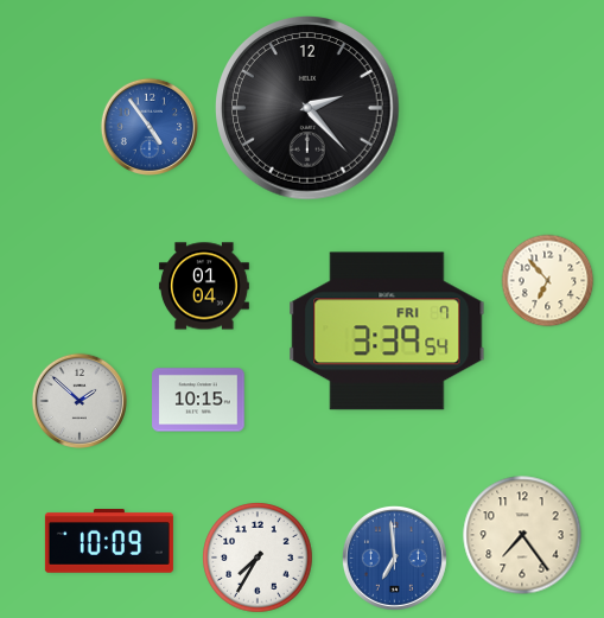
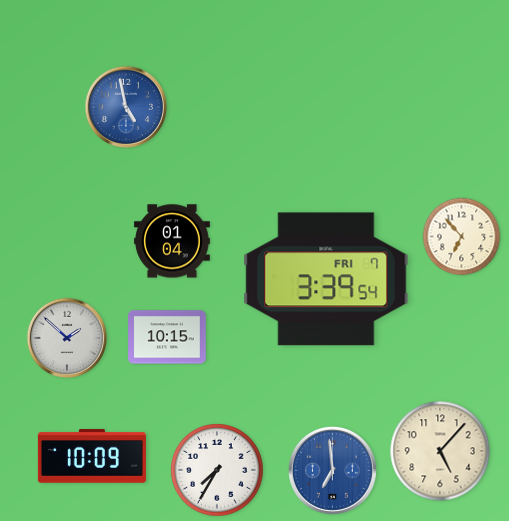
clock at (307, 108): 2:23 -> none
clock at (150, 127): 4:54 -> 4:58
clock at (522, 535): 7:24 -> 5:07
